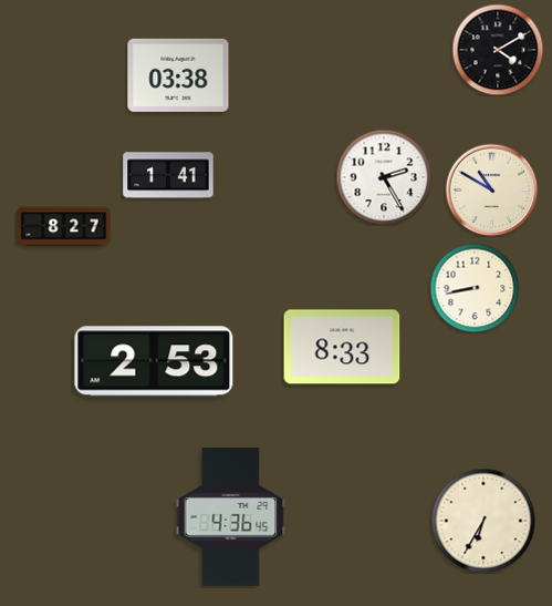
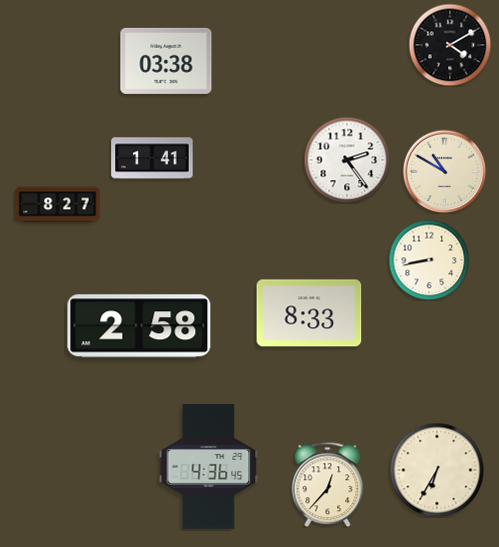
clock at (178, 75) position: (178, 75) -> (166, 61)
clock at (384, 177): 2:25 -> 2:24
clock at (154, 361): 2:53 -> 2:58
clock at (328, 484): none -> 12:37
